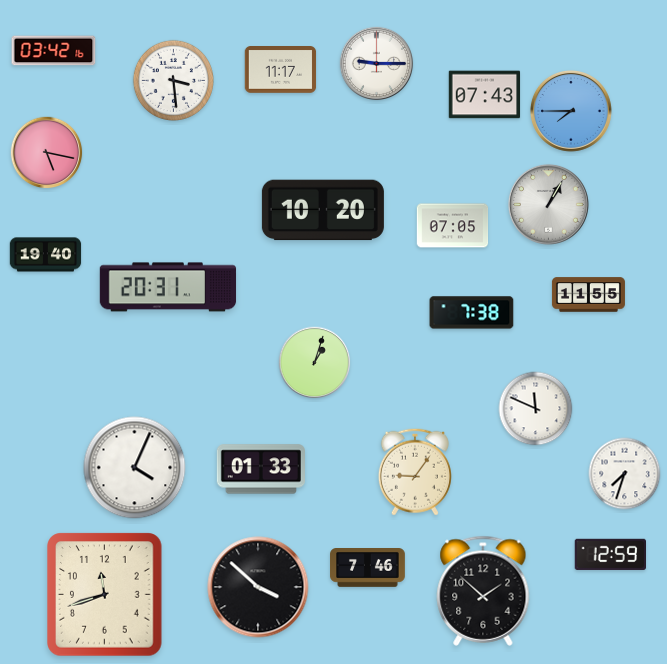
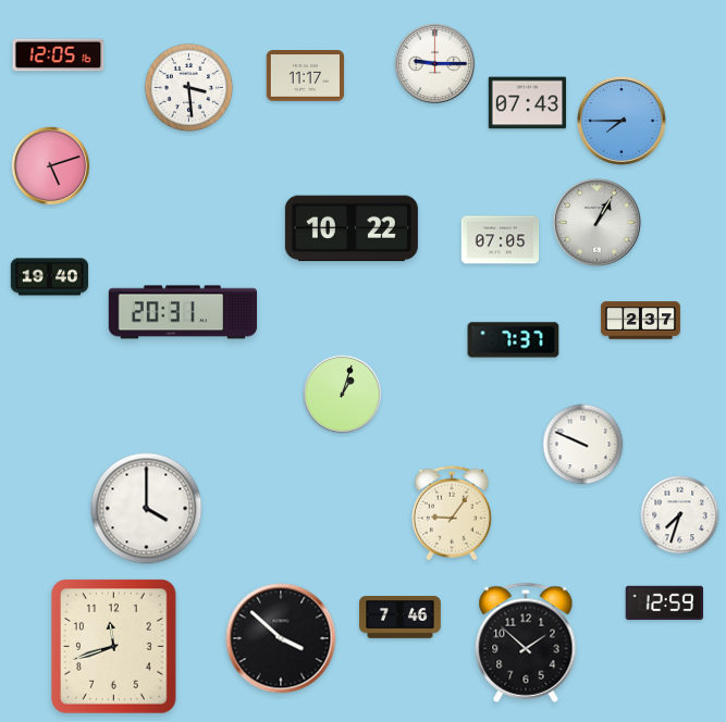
clock at (54, 51): 03:42 -> 12:05
clock at (377, 64) position: (377, 64) -> (435, 64)
clock at (47, 153): 5:17 -> 5:12
clock at (323, 210): 10:20 -> 10:22
clock at (453, 226) position: (453, 226) -> (501, 240)
clock at (588, 295): 11:55 -> 2:37
clock at (472, 313): 7:38 -> 7:37
clock at (536, 409): 11:49 -> 9:49
clock at (135, 468): 4:04 -> 4:00
clock at (261, 469): 01:33 -> none
